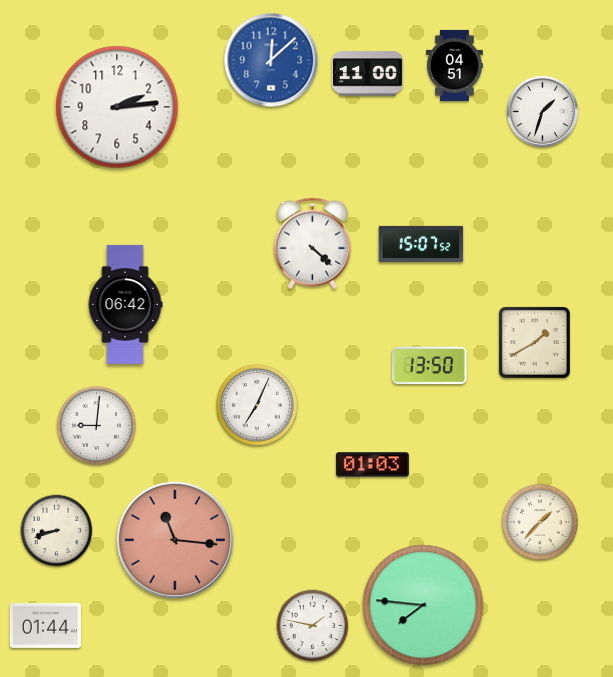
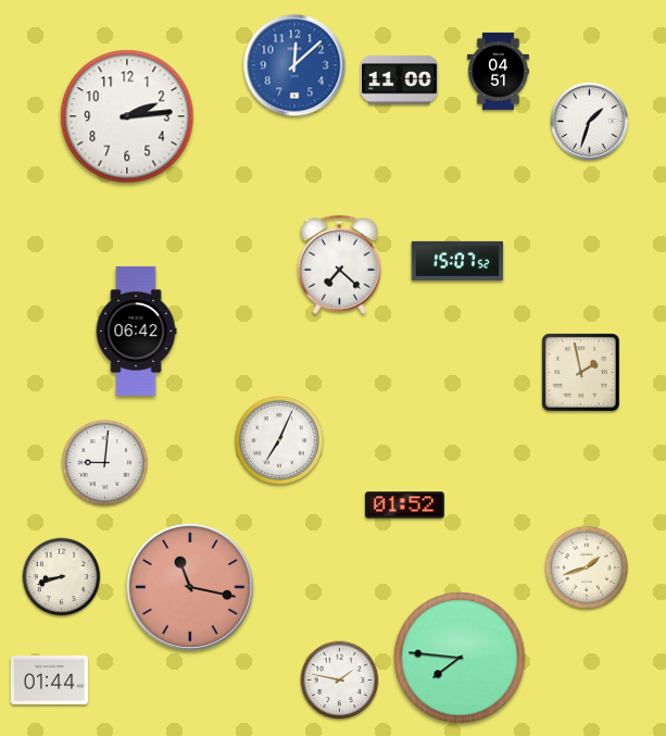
clock at (455, 65) position: (455, 65) -> (499, 71)
clock at (313, 243): 4:22 -> 7:22
clock at (421, 244) position: (421, 244) -> (457, 261)
clock at (535, 343): 1:40 -> 1:58
clock at (430, 366): 13:50 -> none
clock at (372, 465): 01:03 -> 01:52
clock at (539, 521): 1:37 -> 1:42
clock at (175, 540): 11:16 -> 11:17
